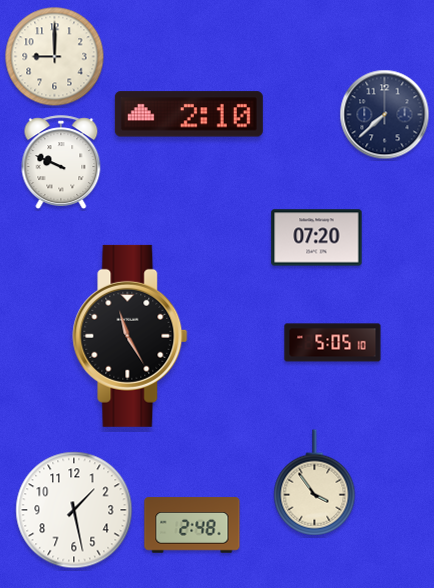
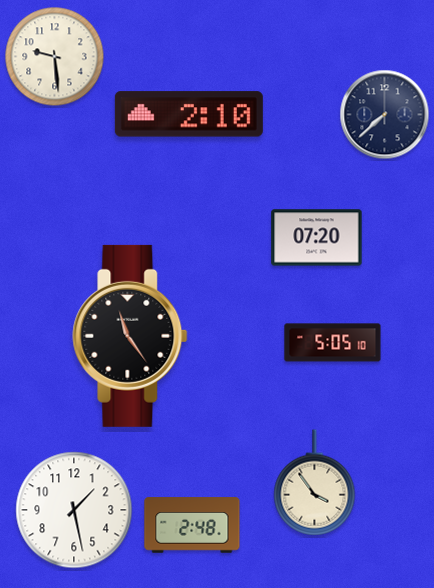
clock at (55, 57): 9:00 -> 9:29
clock at (61, 162): 9:49 -> none
clock at (130, 336): 11:25 -> 11:24
